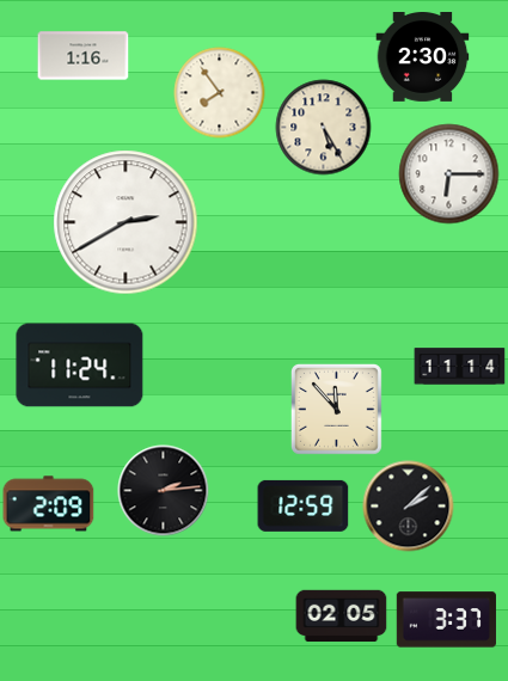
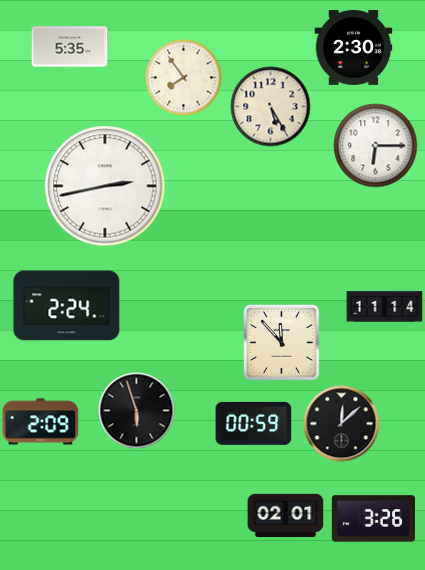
clock at (84, 56): 1:16 -> 5:35
clock at (126, 222): 2:40 -> 2:43
clock at (80, 366): 11:24 -> 2:24
clock at (164, 491): 2:14 -> 5:57
clock at (304, 505): 12:59 -> 00:59
clock at (409, 507): 2:08 -> 12:08
clock at (342, 616): 02:05 -> 02:01
clock at (446, 620): 3:37 -> 3:26
